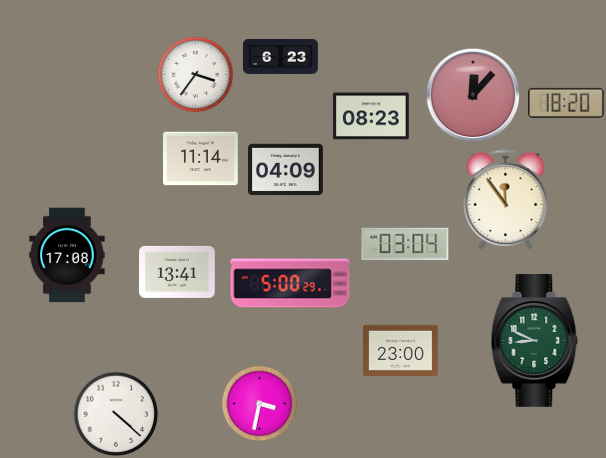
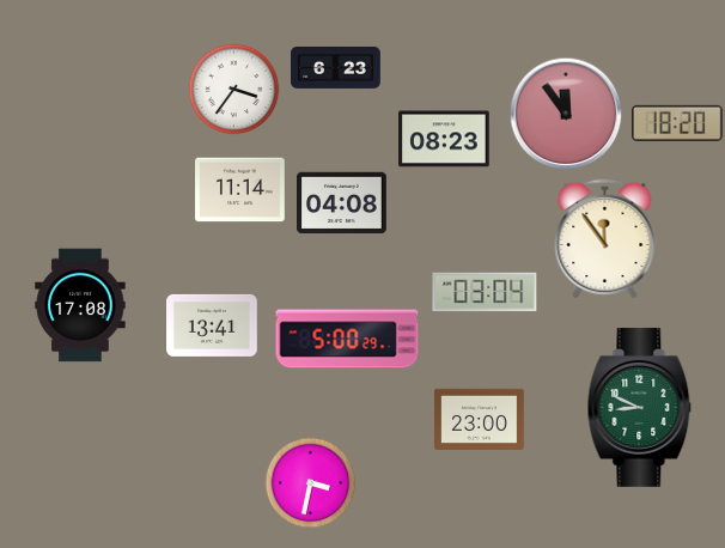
clock at (473, 95): 12:07 -> 11:54
clock at (286, 170): 04:09 -> 04:08
clock at (116, 414): 4:22 -> none
